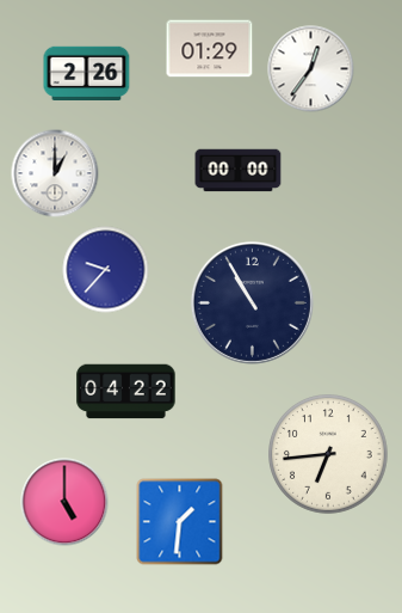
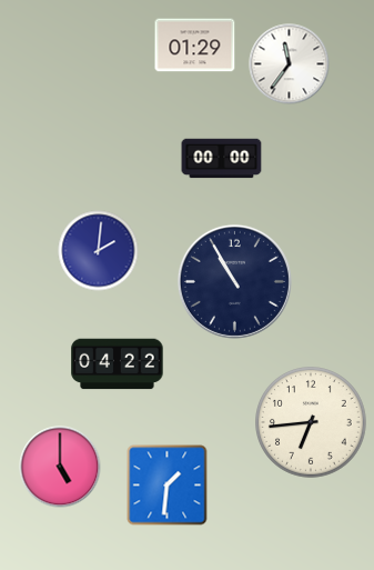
clock at (311, 69): 12:36 -> 11:36
clock at (87, 73): 2:26 -> none
clock at (55, 173): 1:00 -> none
clock at (106, 270): 9:37 -> 2:01
clock at (329, 455) position: (329, 455) -> (312, 423)
